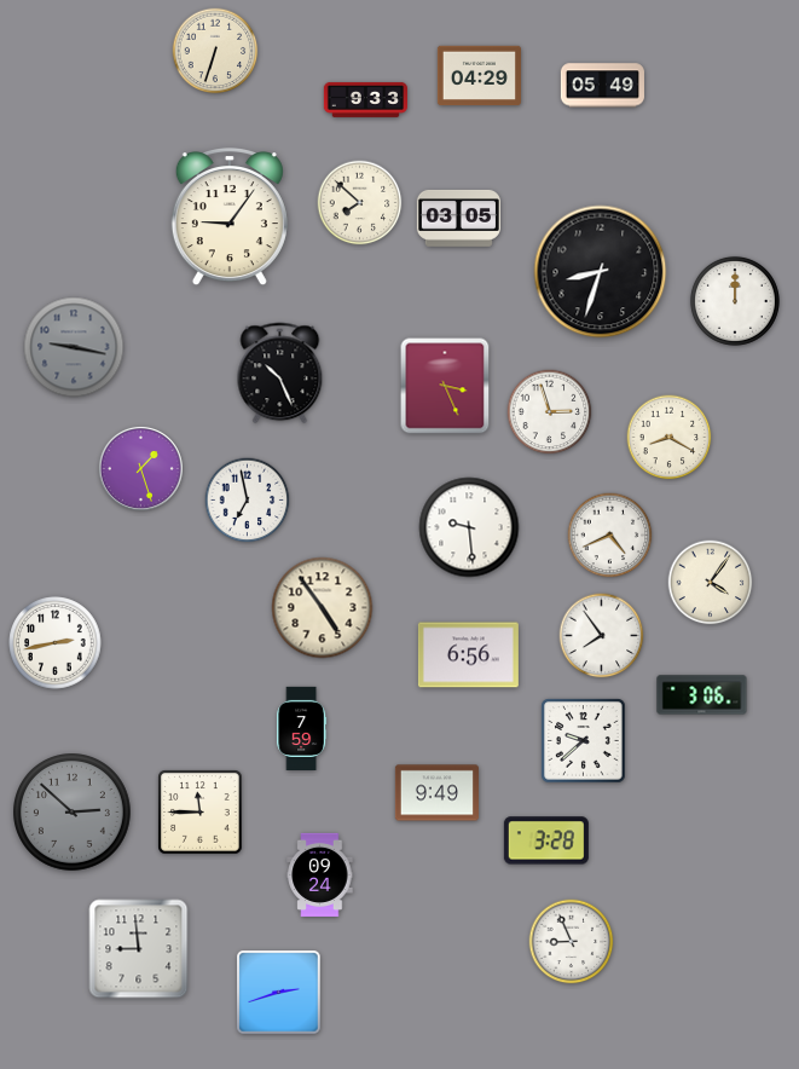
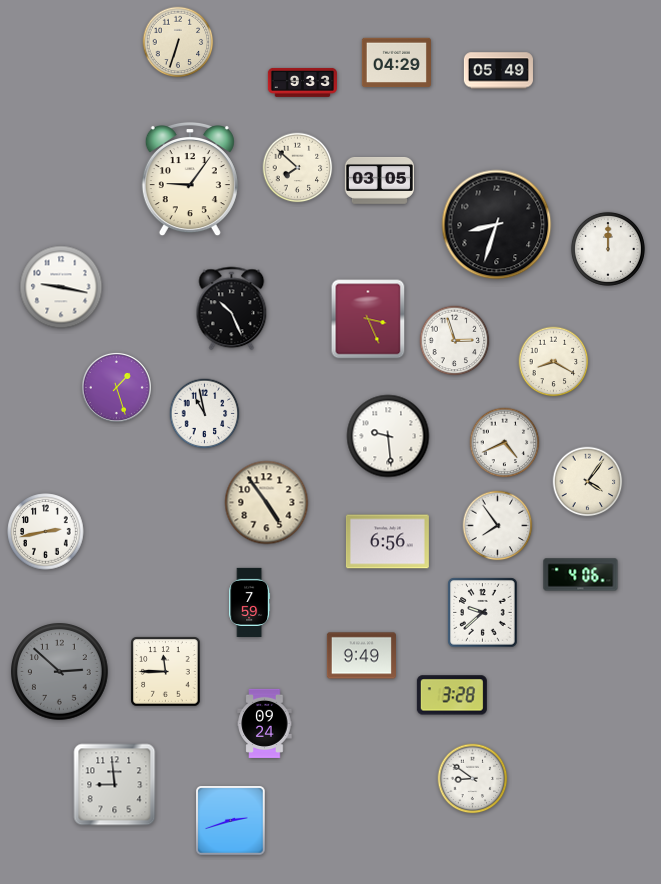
clock at (74, 347) dial: grey -> white
clock at (248, 501): 6:58 -> 10:58
clock at (702, 695): 3:06 -> 4:06
clock at (572, 942): 8:56 -> 8:51
